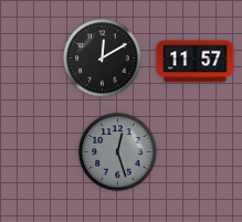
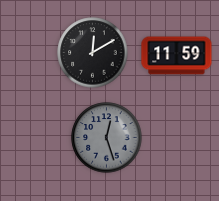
clock at (196, 62): 11:57 -> 11:59
